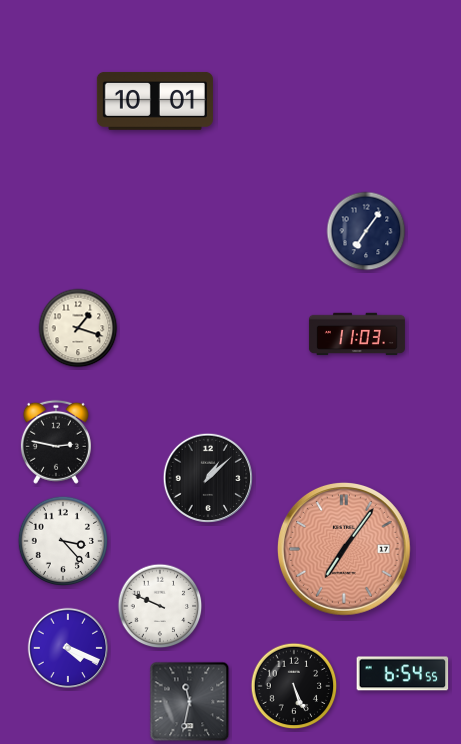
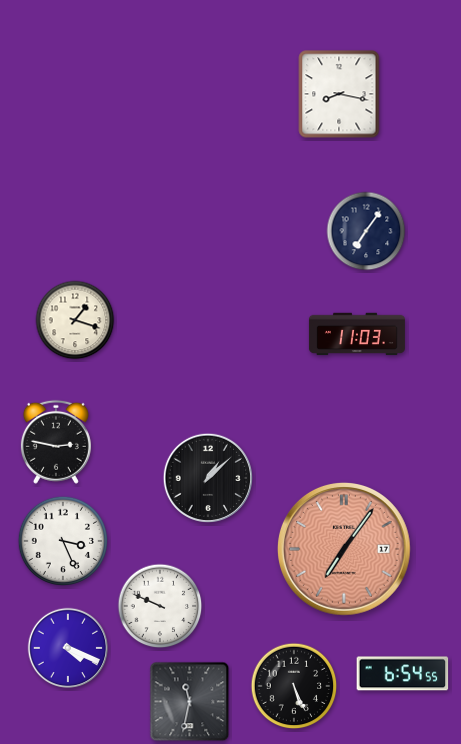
clock at (339, 94): none -> 8:17
clock at (155, 101): 10:01 -> none
clock at (78, 328) position: (78, 328) -> (75, 320)
clock at (62, 540): 3:23 -> 3:26
